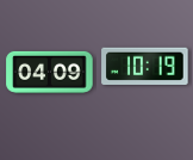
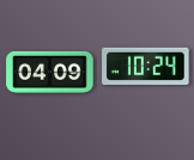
clock at (145, 66): 10:19 -> 10:24
